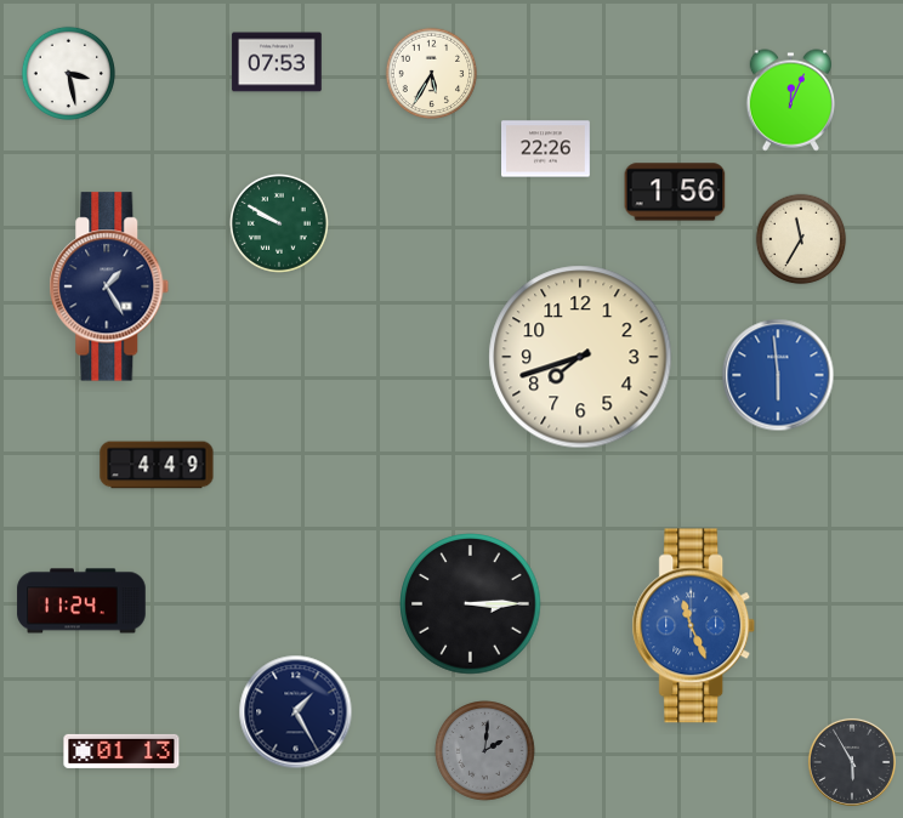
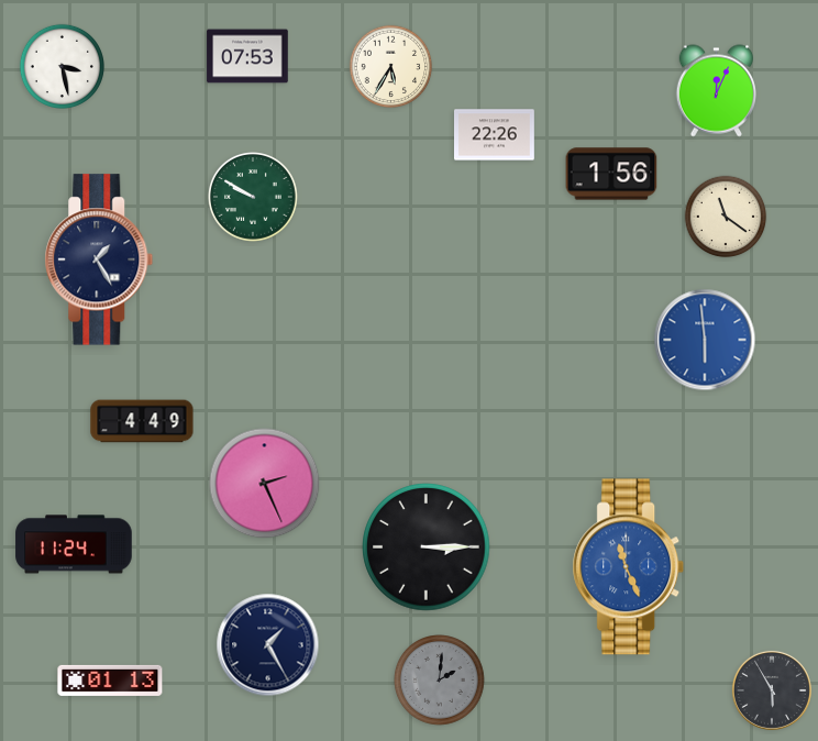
clock at (277, 62) position: (277, 62) -> (247, 56)
clock at (280, 225) position: (280, 225) -> (254, 198)
clock at (801, 239): 11:35 -> 11:21
clock at (580, 357): 7:42 -> none
clock at (265, 484): none -> 2:26
